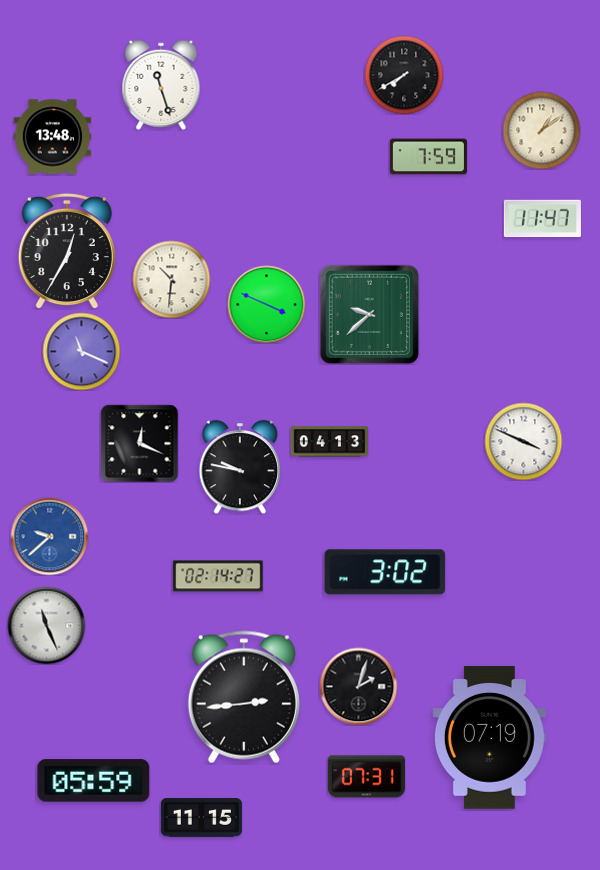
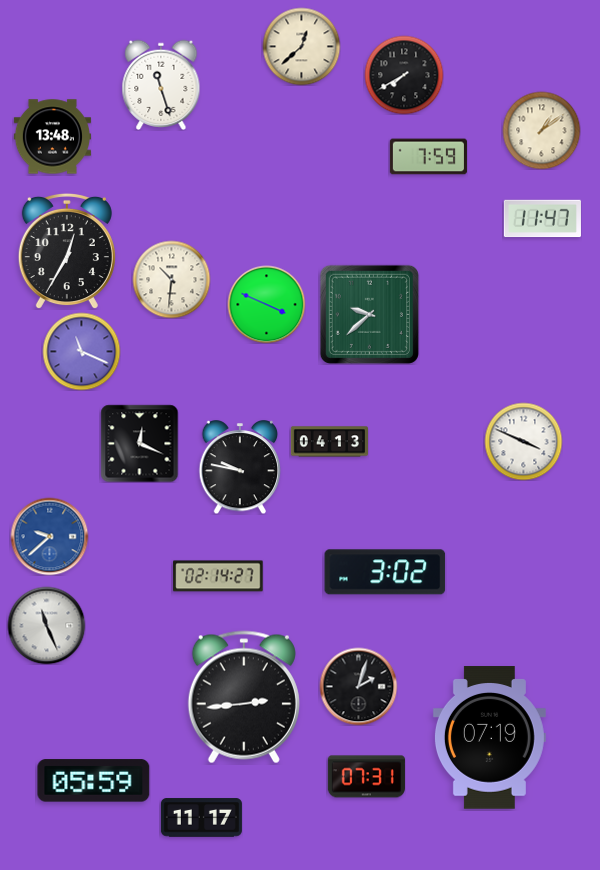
clock at (301, 46): none -> 12:38
clock at (201, 818): 11:15 -> 11:17
